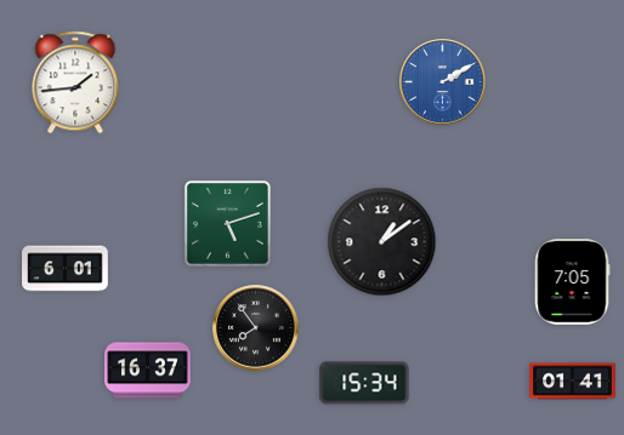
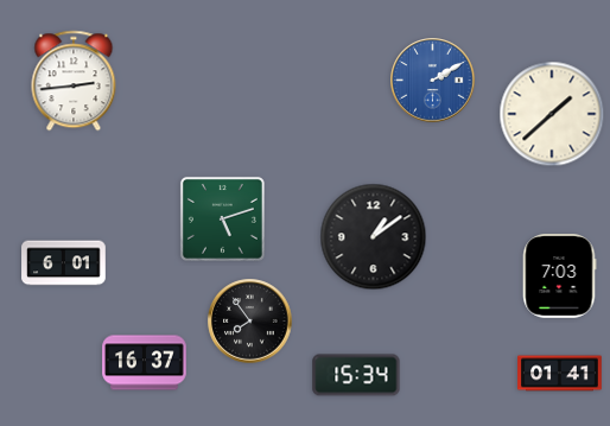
clock at (75, 82): 1:44 -> 2:44
clock at (552, 114): none -> 1:38
clock at (573, 282): 7:05 -> 7:03
